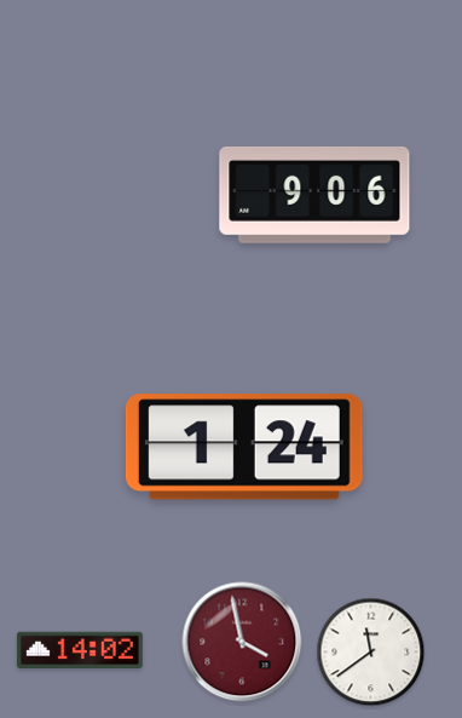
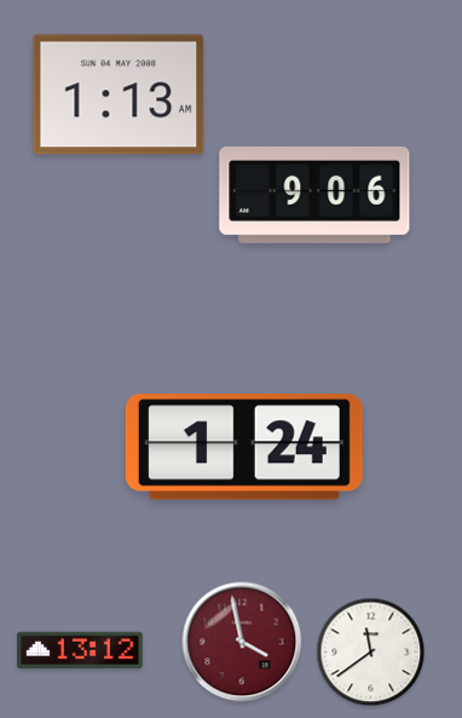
clock at (119, 94): none -> 1:13
clock at (80, 650): 14:02 -> 13:12
